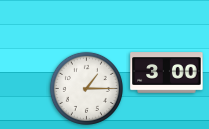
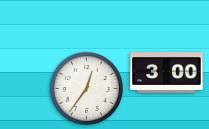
clock at (86, 88): 1:15 -> 12:36
